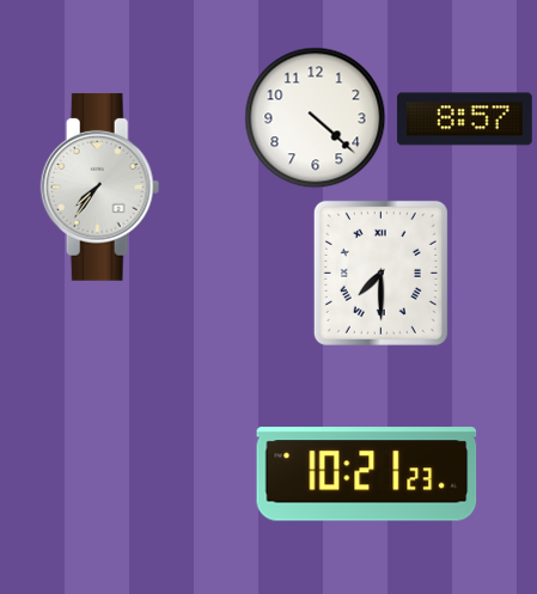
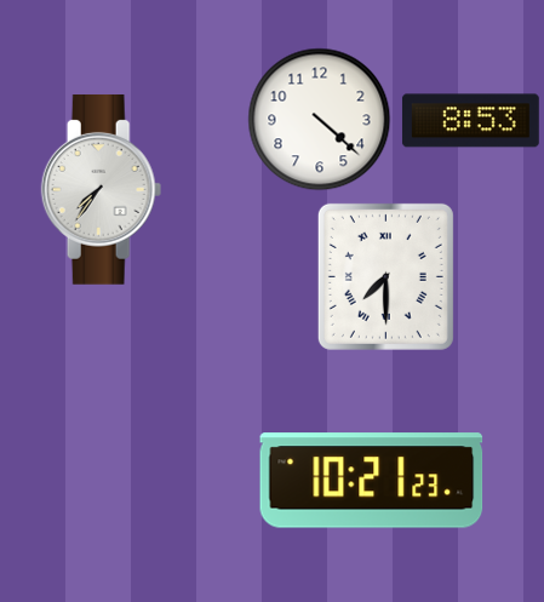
clock at (464, 120): 8:57 -> 8:53
